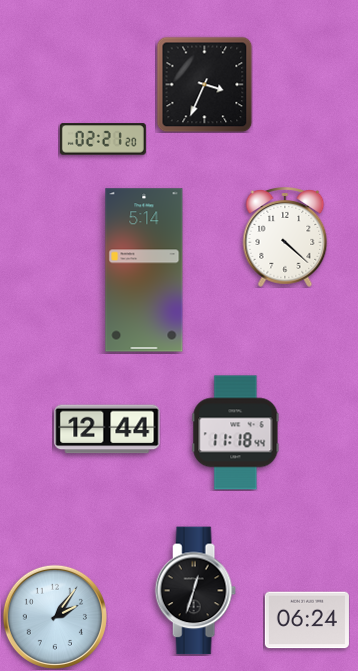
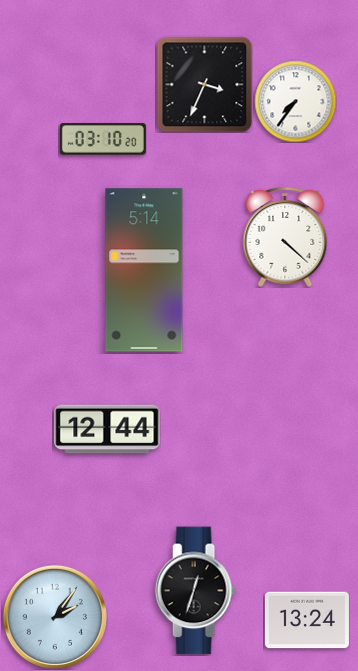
clock at (295, 101): none -> 7:36
clock at (103, 139): 02:21 -> 03:10
clock at (236, 433): 11:18 -> none
clock at (307, 620): 06:24 -> 13:24
